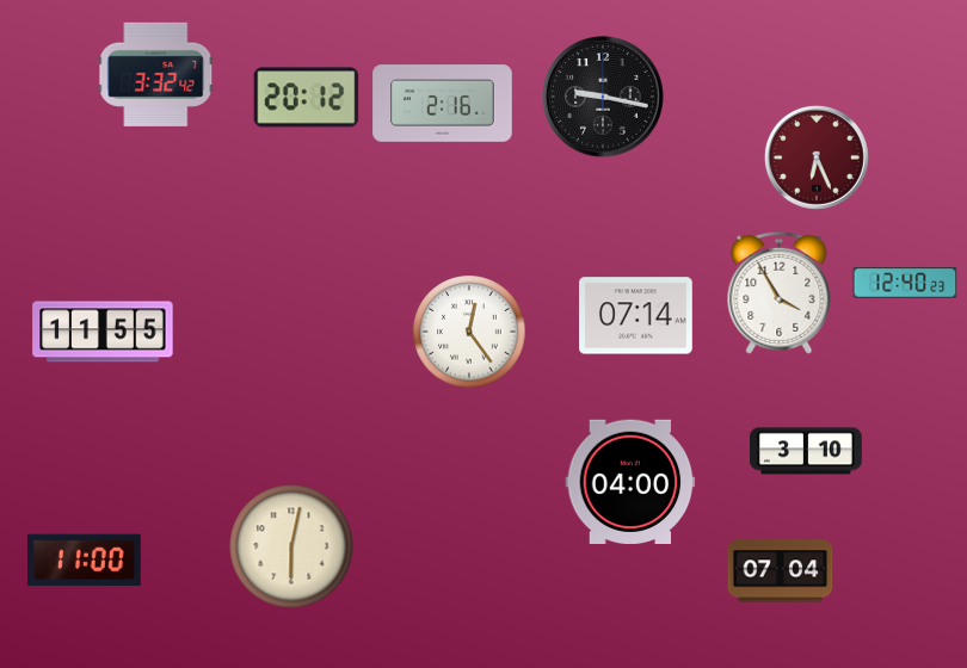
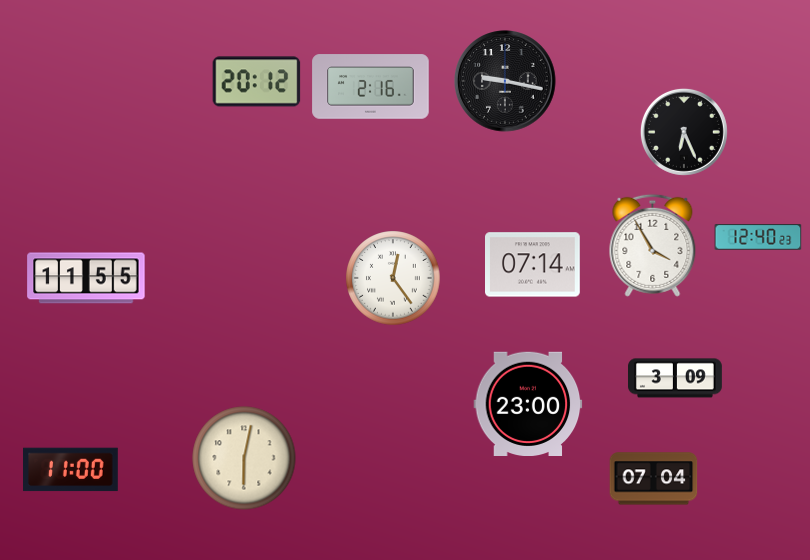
clock at (156, 74): 3:32 -> none
clock at (817, 157) dial: burgundy -> black
clock at (807, 451): 3:10 -> 3:09
clock at (630, 481): 04:00 -> 23:00
